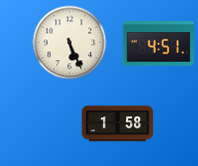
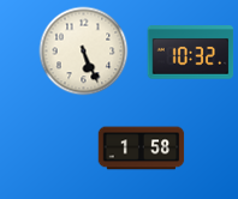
clock at (159, 44): 4:51 -> 10:32
